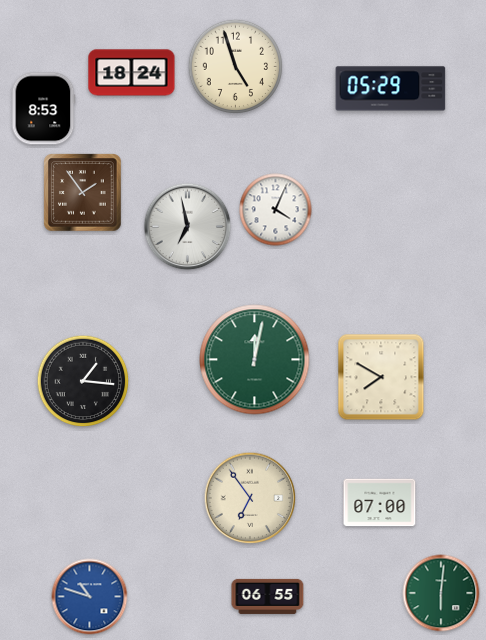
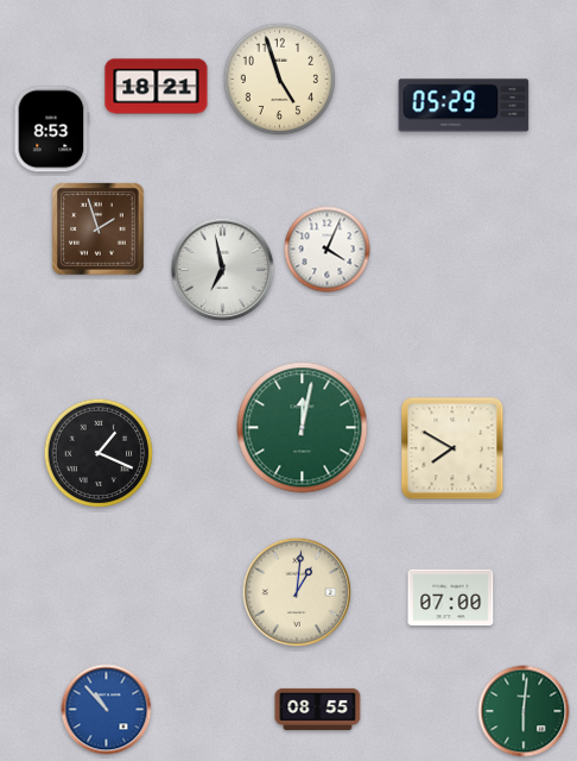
clock at (132, 73): 18:24 -> 18:21
clock at (83, 193): 1:54 -> 1:57
clock at (83, 381): 1:16 -> 1:19
clock at (250, 498): 6:54 -> 1:01
clock at (441, 593) position: (441, 593) -> (524, 711)
clock at (268, 596): 06:55 -> 08:55
clock at (90, 597): 10:48 -> 10:53
